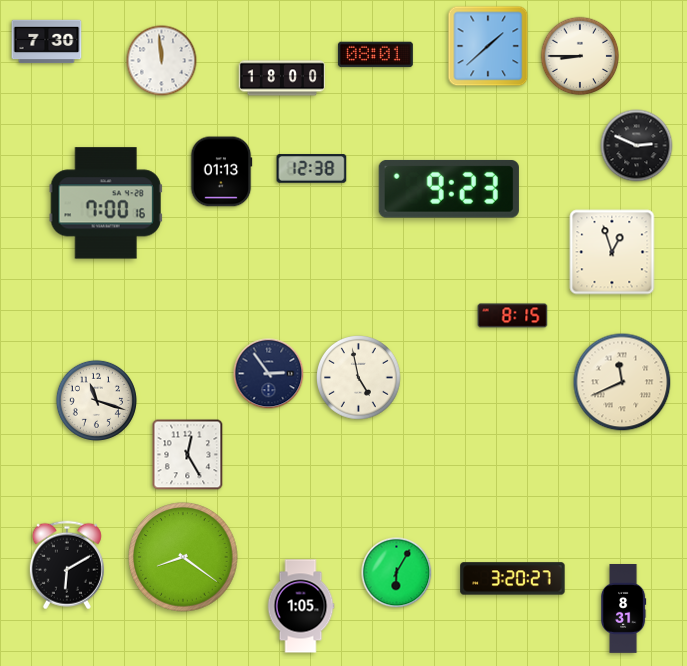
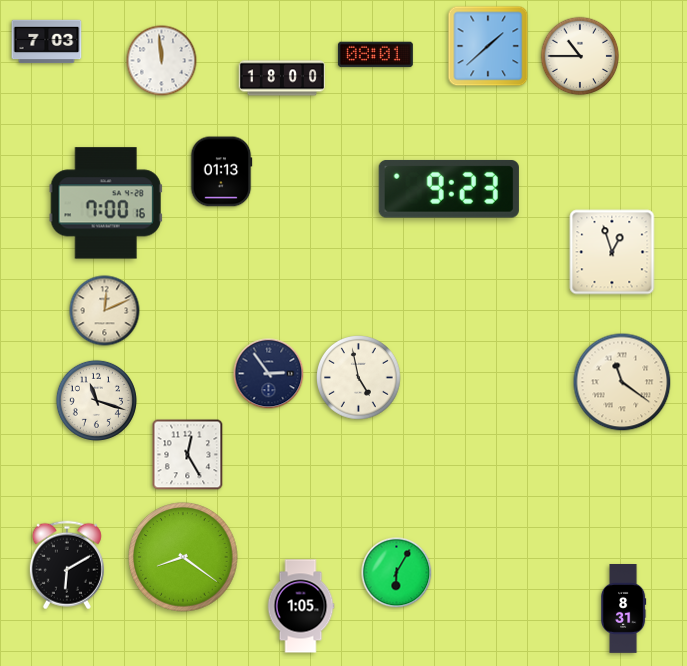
clock at (47, 42): 7:30 -> 7:03
clock at (580, 56): 8:45 -> 10:45
clock at (637, 146): 2:49 -> none
clock at (312, 169): 12:38 -> none
clock at (105, 311): none -> 12:11
clock at (513, 316): 8:15 -> none
clock at (622, 382): 11:41 -> 11:21
clock at (513, 579): 3:20 -> none
